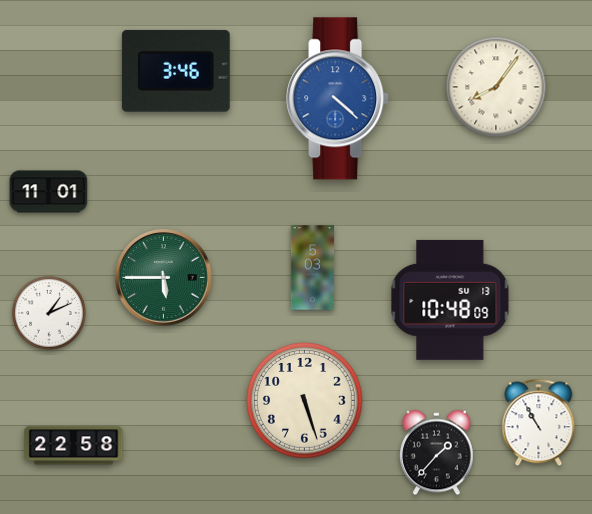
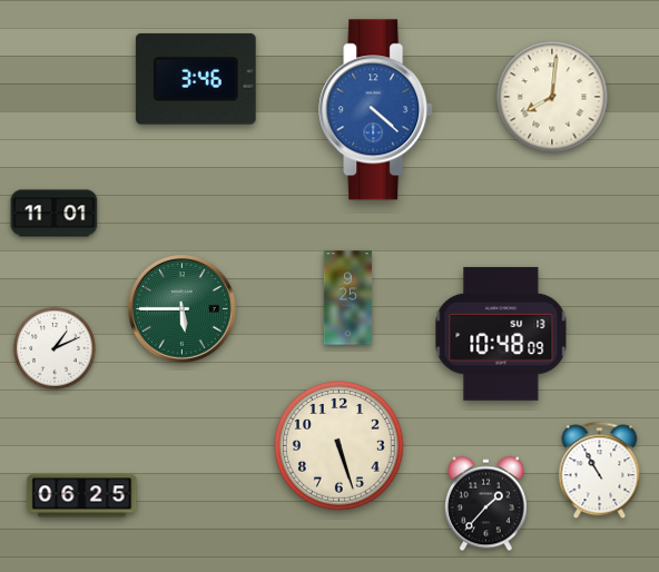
clock at (496, 87): 8:06 -> 8:01
clock at (313, 268): 5:03 -> 9:25
clock at (74, 446): 22:58 -> 06:25
